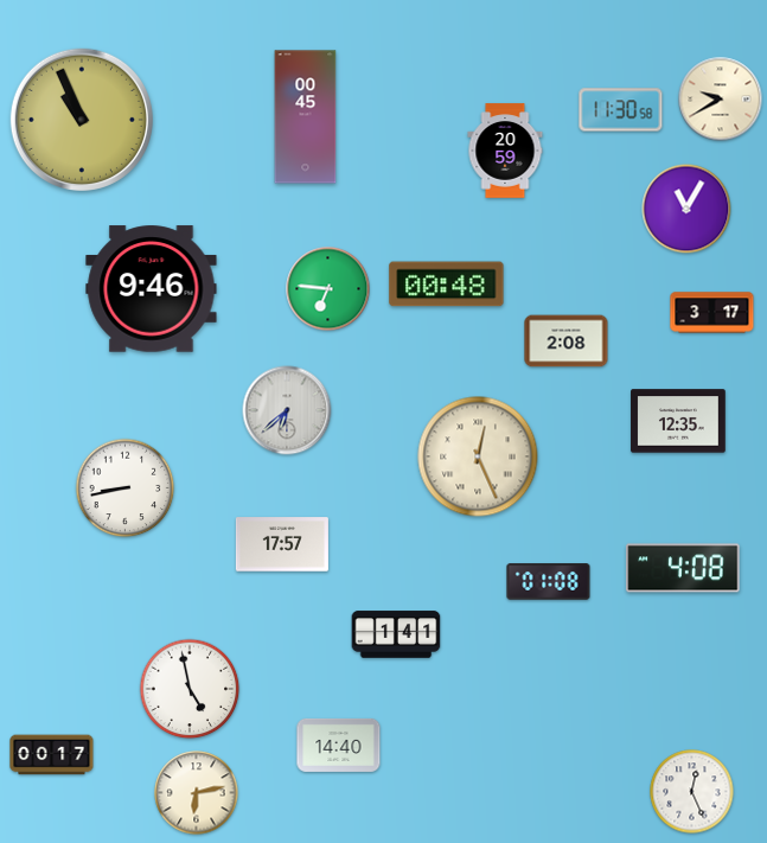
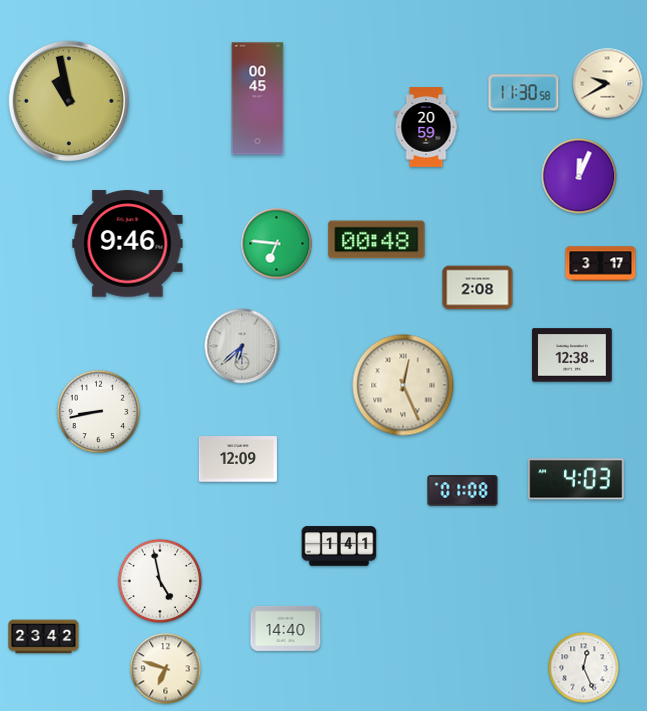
clock at (82, 120): 10:56 -> 10:58
clock at (686, 209): 11:05 -> 12:04
clock at (678, 421): 12:35 -> 12:38
clock at (126, 488) position: (126, 488) -> (99, 412)
clock at (282, 544): 17:57 -> 12:09
clock at (683, 568): 4:08 -> 4:03
clock at (396, 634) position: (396, 634) -> (339, 546)
clock at (52, 755): 00:17 -> 23:42
clock at (197, 793): 6:13 -> 6:48
